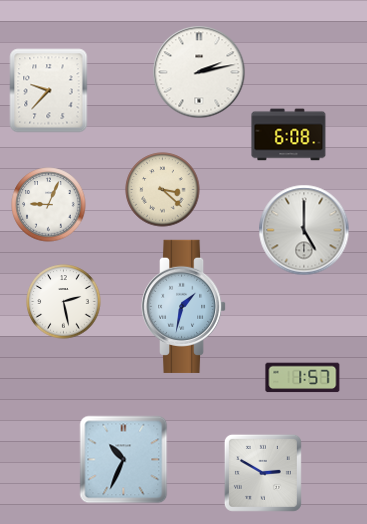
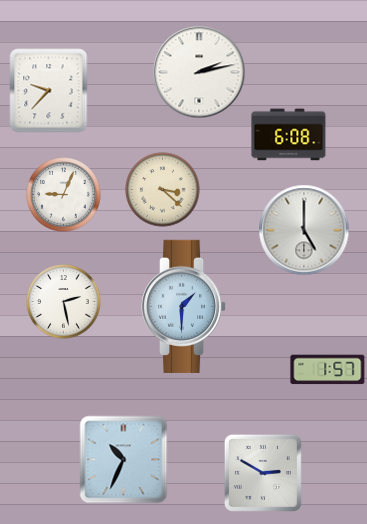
clock at (49, 205) position: (49, 205) -> (64, 195)
clock at (185, 306): 1:32 -> 1:30
clock at (303, 378) position: (303, 378) -> (328, 370)
